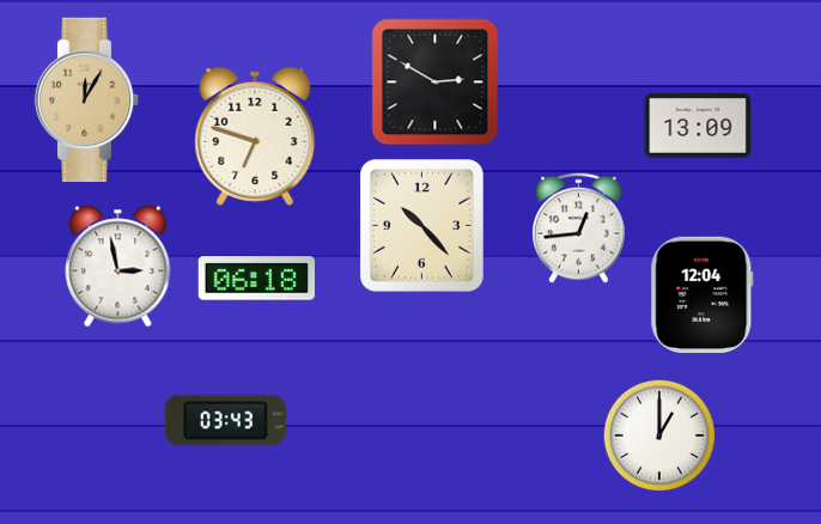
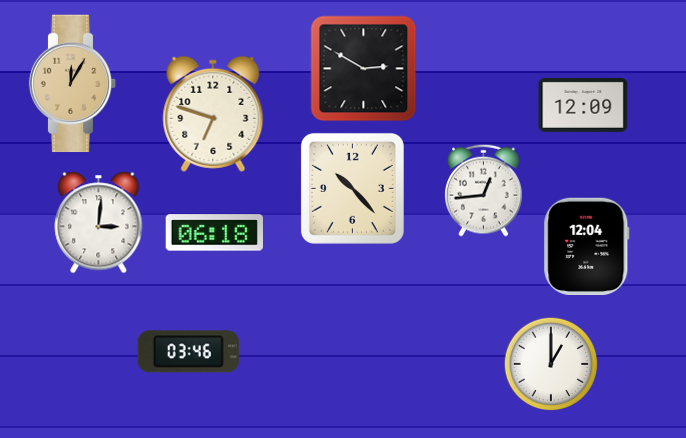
clock at (698, 126): 13:09 -> 12:09
clock at (118, 267): 2:58 -> 3:01
clock at (225, 421): 03:43 -> 03:46
